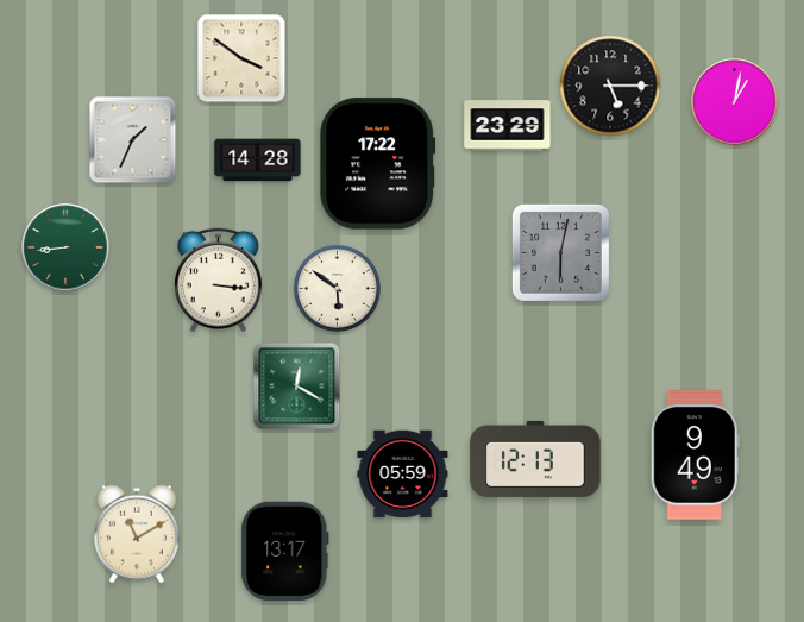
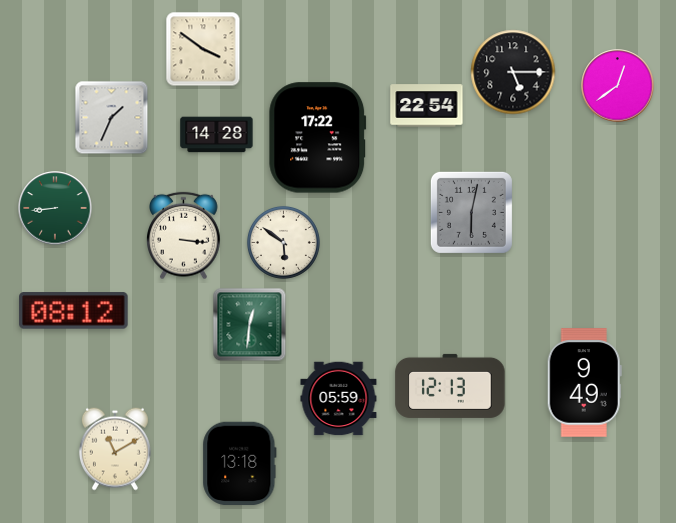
clock at (735, 102): 1:02 -> 12:39
clock at (508, 126): 23:29 -> 22:54
clock at (74, 311): none -> 08:12
clock at (297, 387): 12:20 -> 12:31
clock at (285, 552): 13:17 -> 13:18
